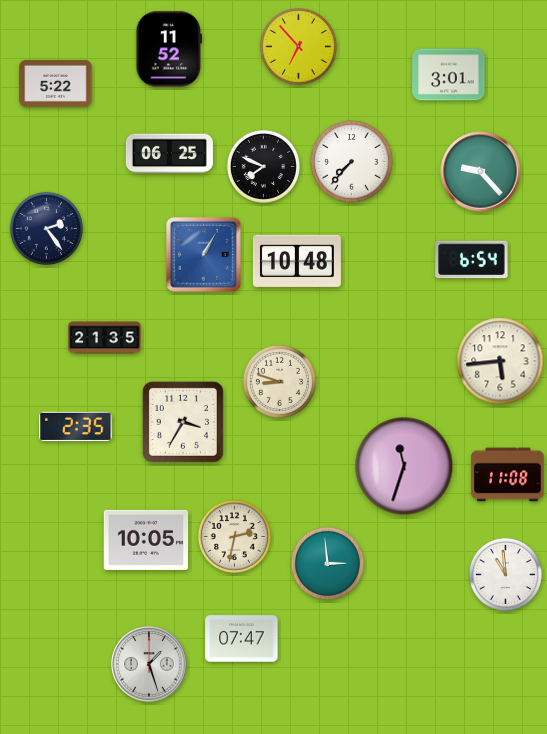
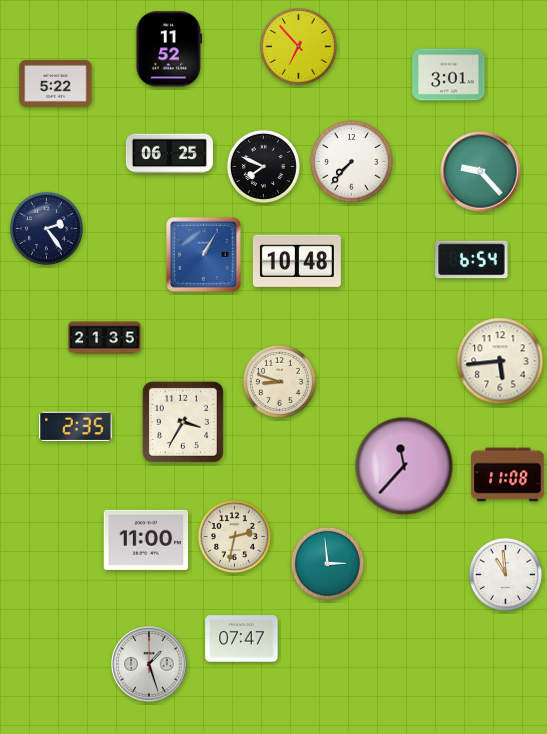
clock at (404, 466): 11:33 -> 11:37
clock at (146, 540): 10:05 -> 11:00
